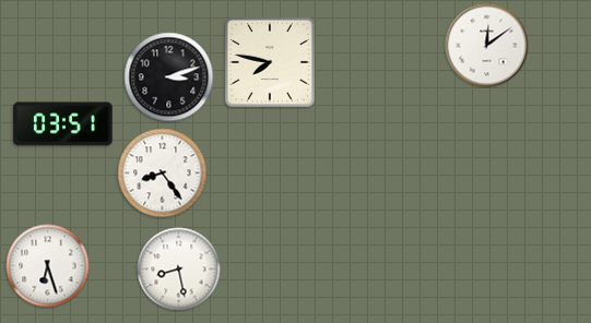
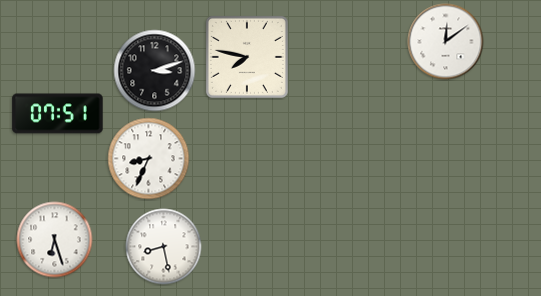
clock at (63, 124): 03:51 -> 07:51
clock at (163, 174): 8:24 -> 8:34
clock at (48, 266) position: (48, 266) -> (55, 240)
